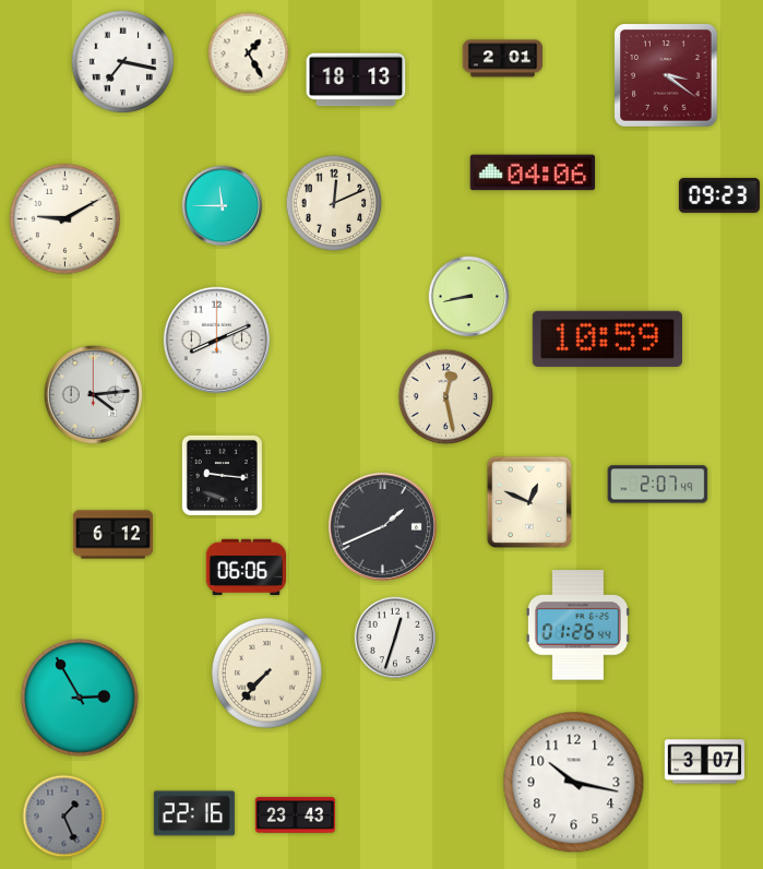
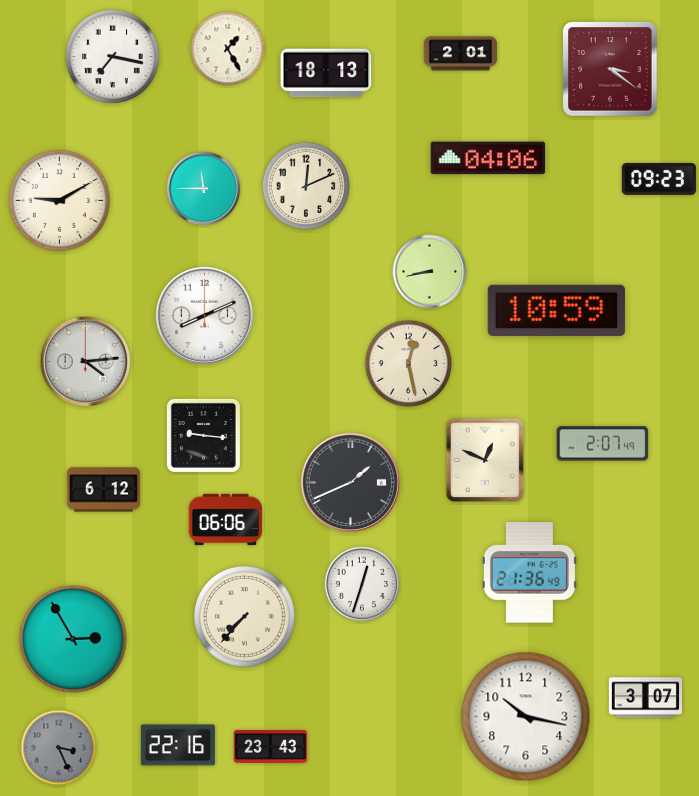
clock at (216, 340) position: (216, 340) -> (204, 315)
clock at (577, 626): 01:26 -> 21:36
clock at (64, 817): 1:26 -> 3:26
